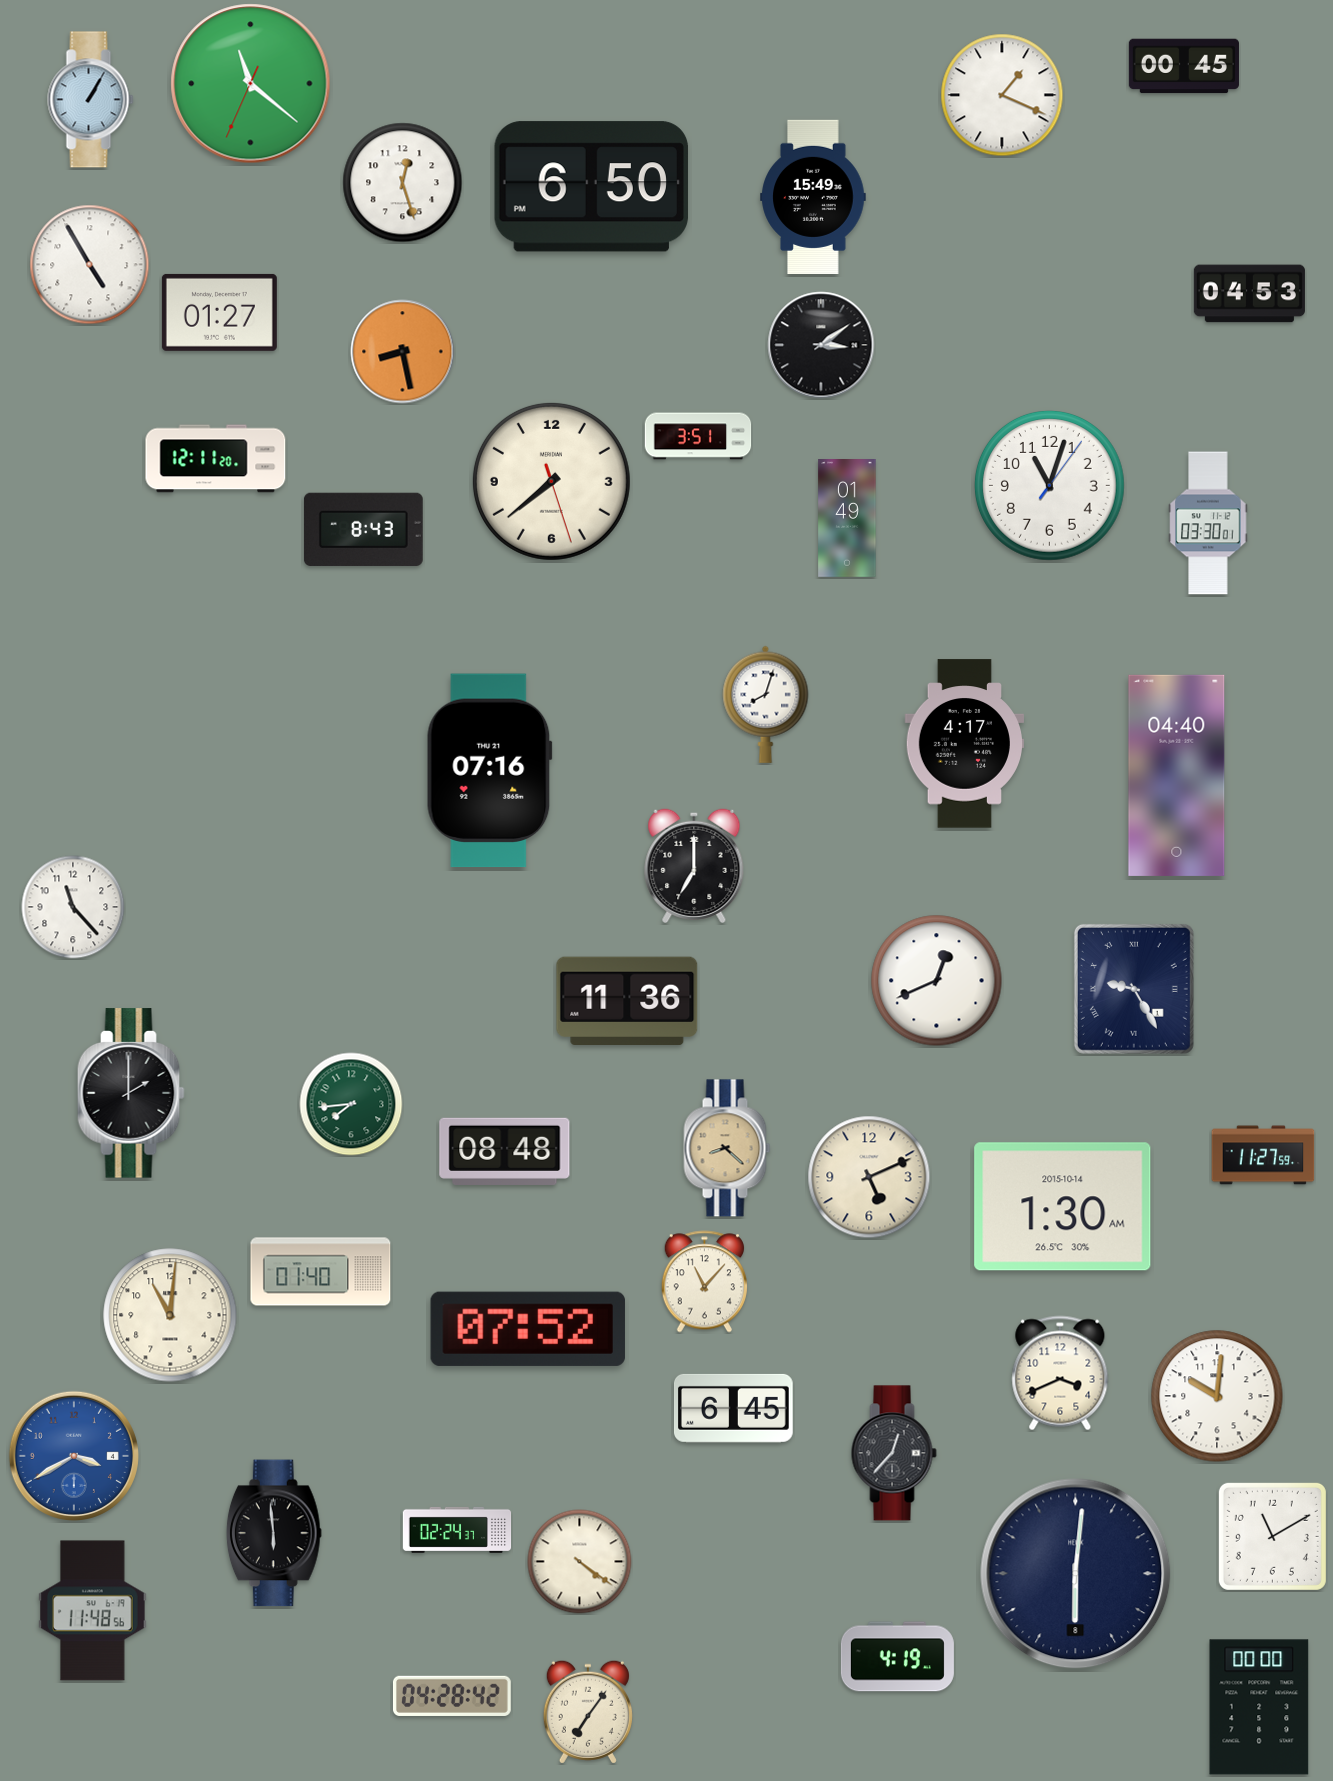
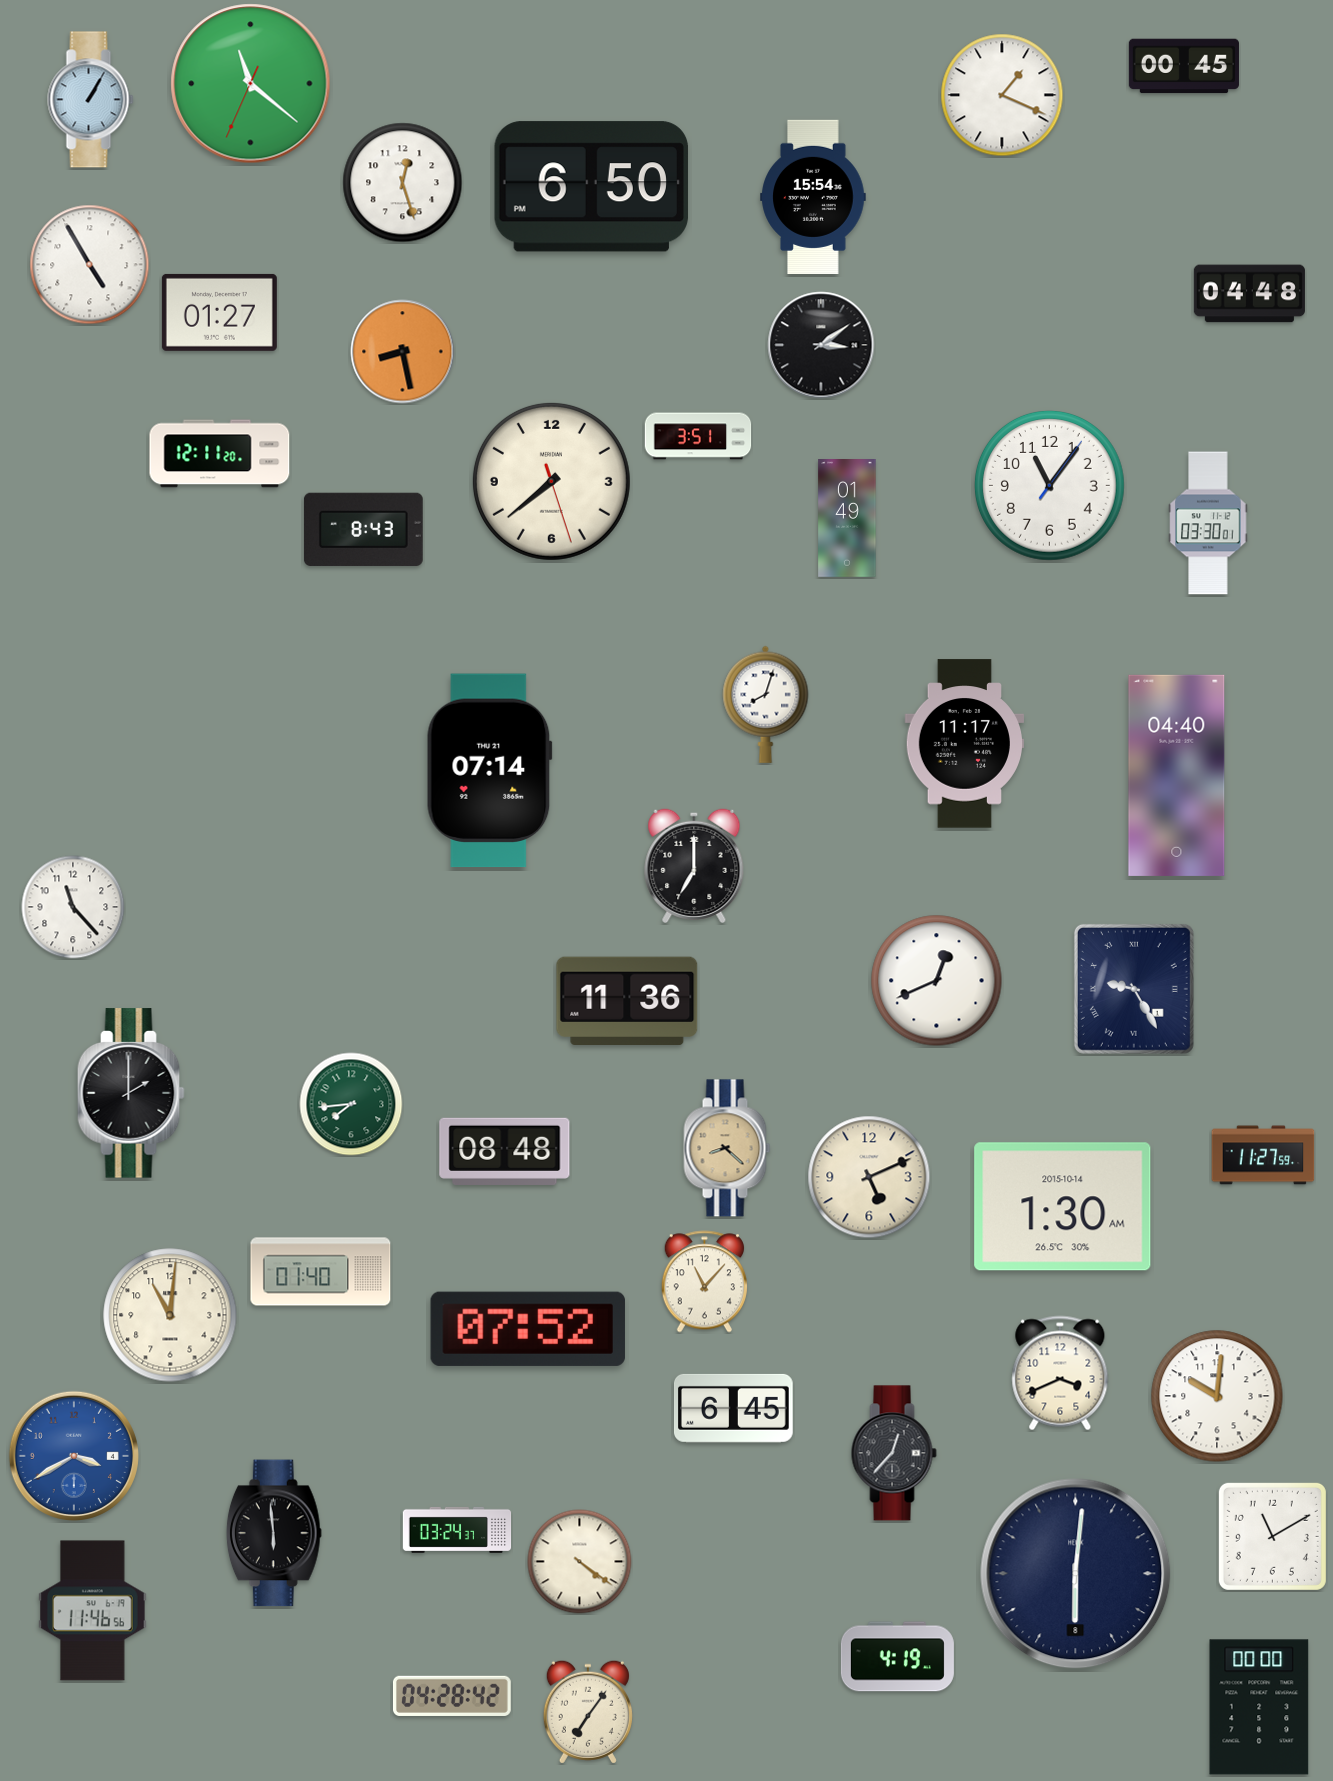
clock at (813, 197): 15:49 -> 15:54
clock at (1249, 294): 04:53 -> 04:48
clock at (216, 459) position: (216, 459) -> (220, 454)
clock at (1050, 486): 11:03 -> 11:06
clock at (964, 744): 4:17 -> 11:17
clock at (489, 771): 07:16 -> 07:14
clock at (457, 1530): 02:24 -> 03:24
clock at (93, 1611): 11:48 -> 11:46
